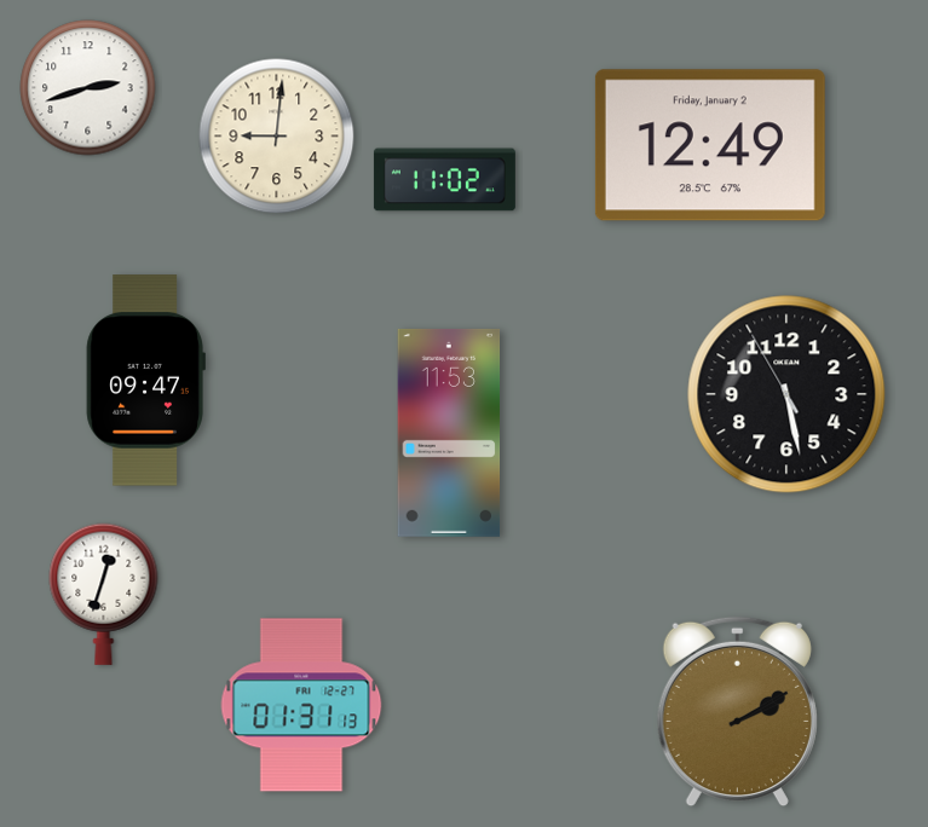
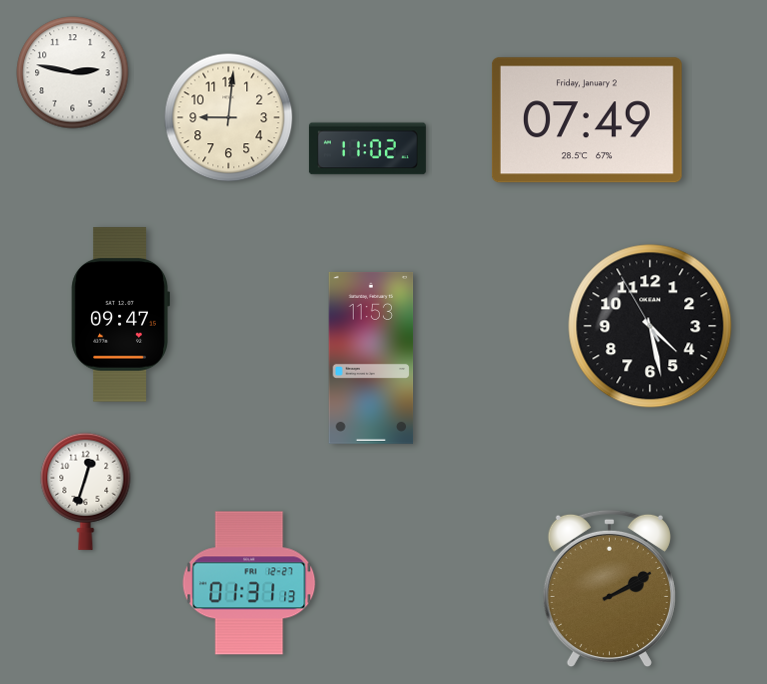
clock at (88, 88): 2:42 -> 2:47
clock at (277, 137) position: (277, 137) -> (229, 118)
clock at (710, 145): 12:49 -> 07:49
clock at (786, 394): 5:27 -> 4:27
